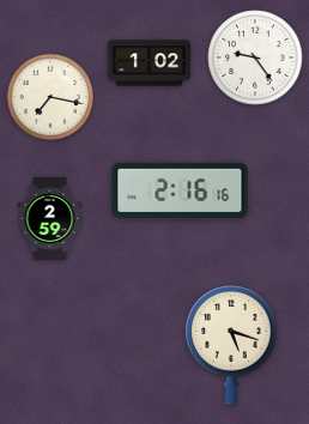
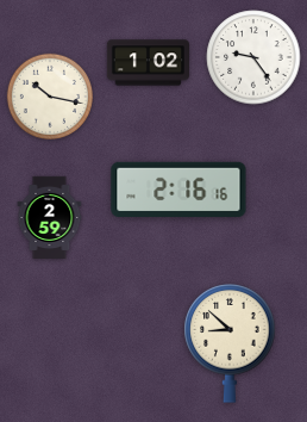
clock at (49, 96): 7:17 -> 10:17
clock at (231, 346): 5:18 -> 8:52
